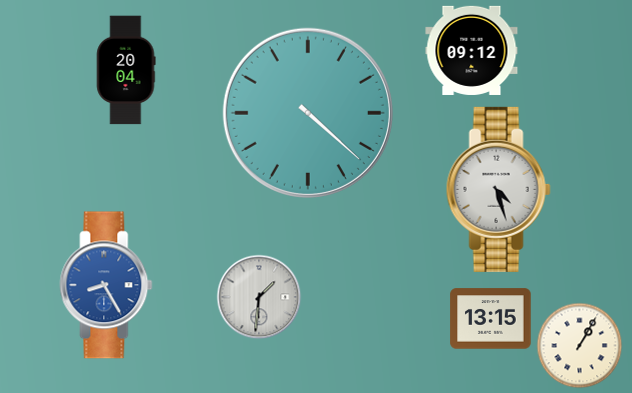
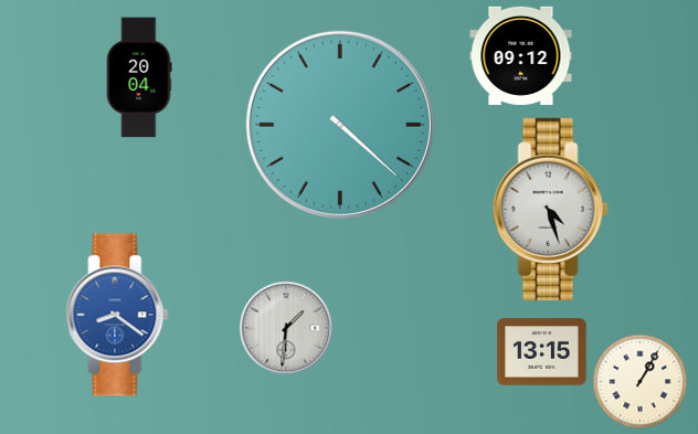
clock at (106, 285): 8:25 -> 8:21
